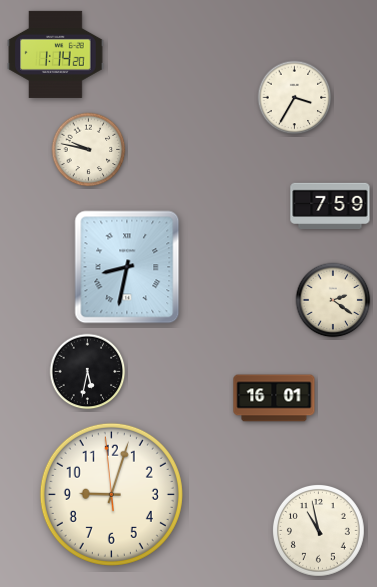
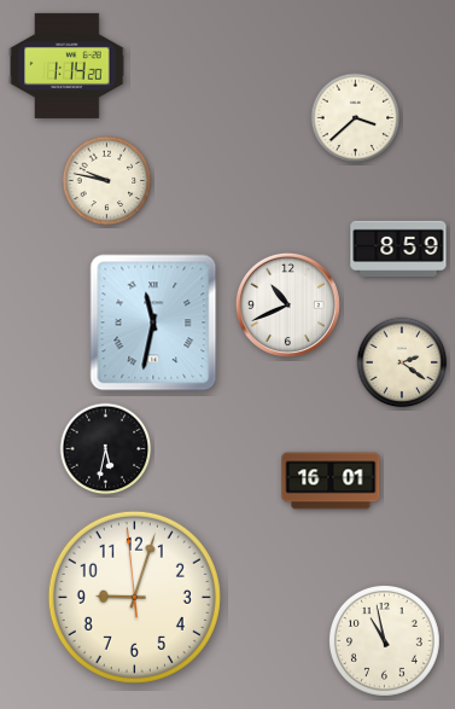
clock at (295, 98): 3:35 -> 3:38
clock at (330, 205): 7:59 -> 8:59
clock at (287, 304): none -> 10:41
clock at (127, 267): 8:32 -> 11:32
